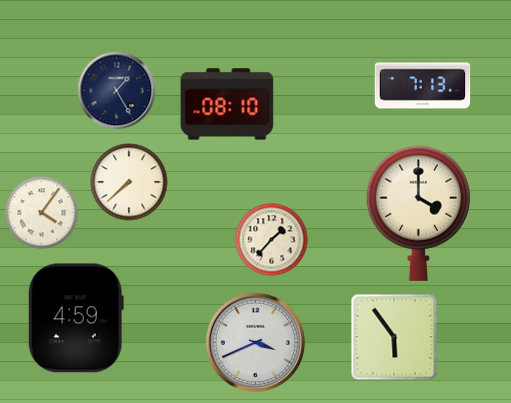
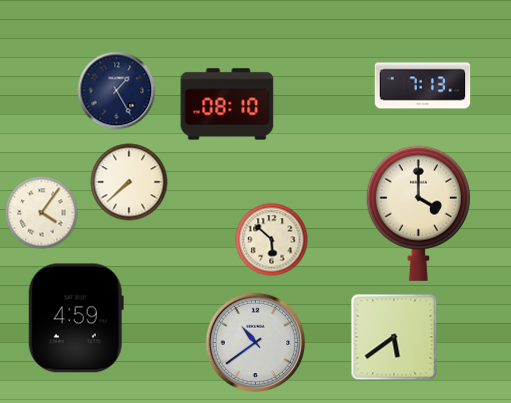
clock at (272, 240): 1:37 -> 5:52
clock at (394, 337): 5:54 -> 5:39
clock at (256, 343): 3:41 -> 10:39
